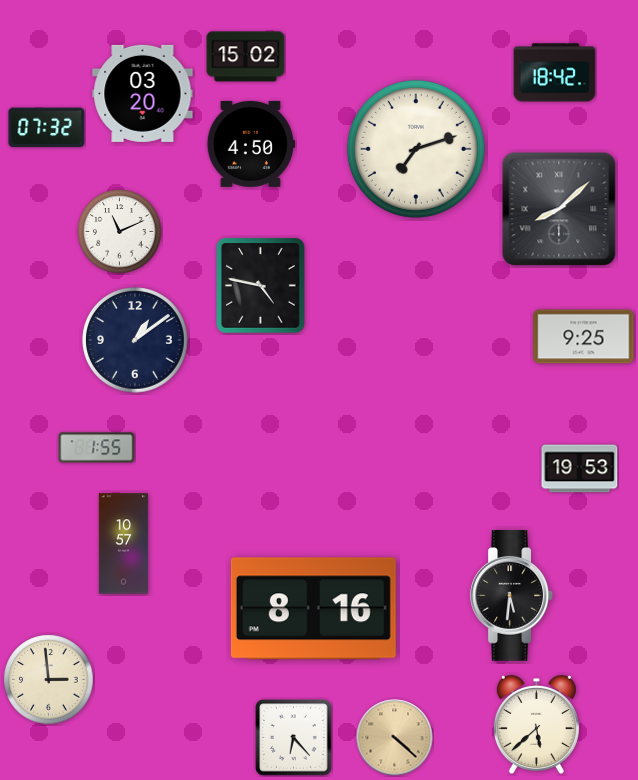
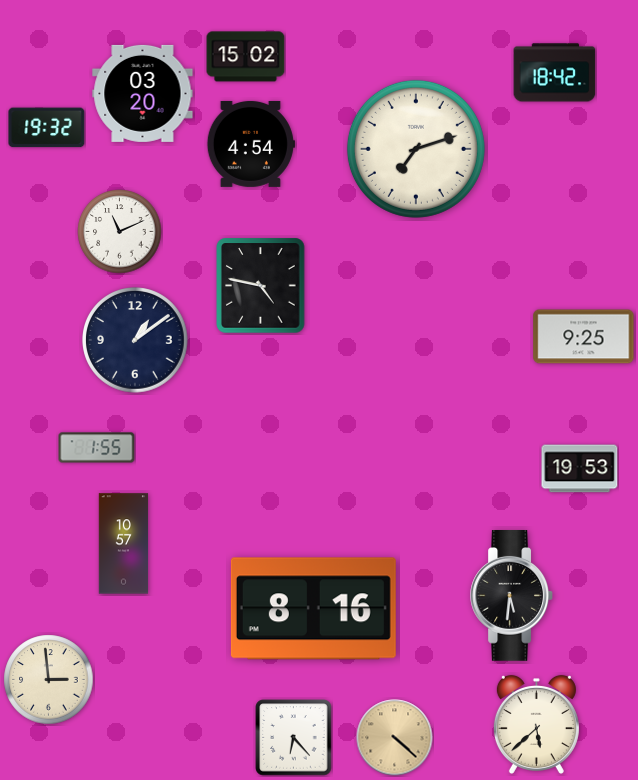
clock at (47, 128): 07:32 -> 19:32
clock at (251, 144): 4:50 -> 4:54
clock at (559, 209): 8:08 -> none
